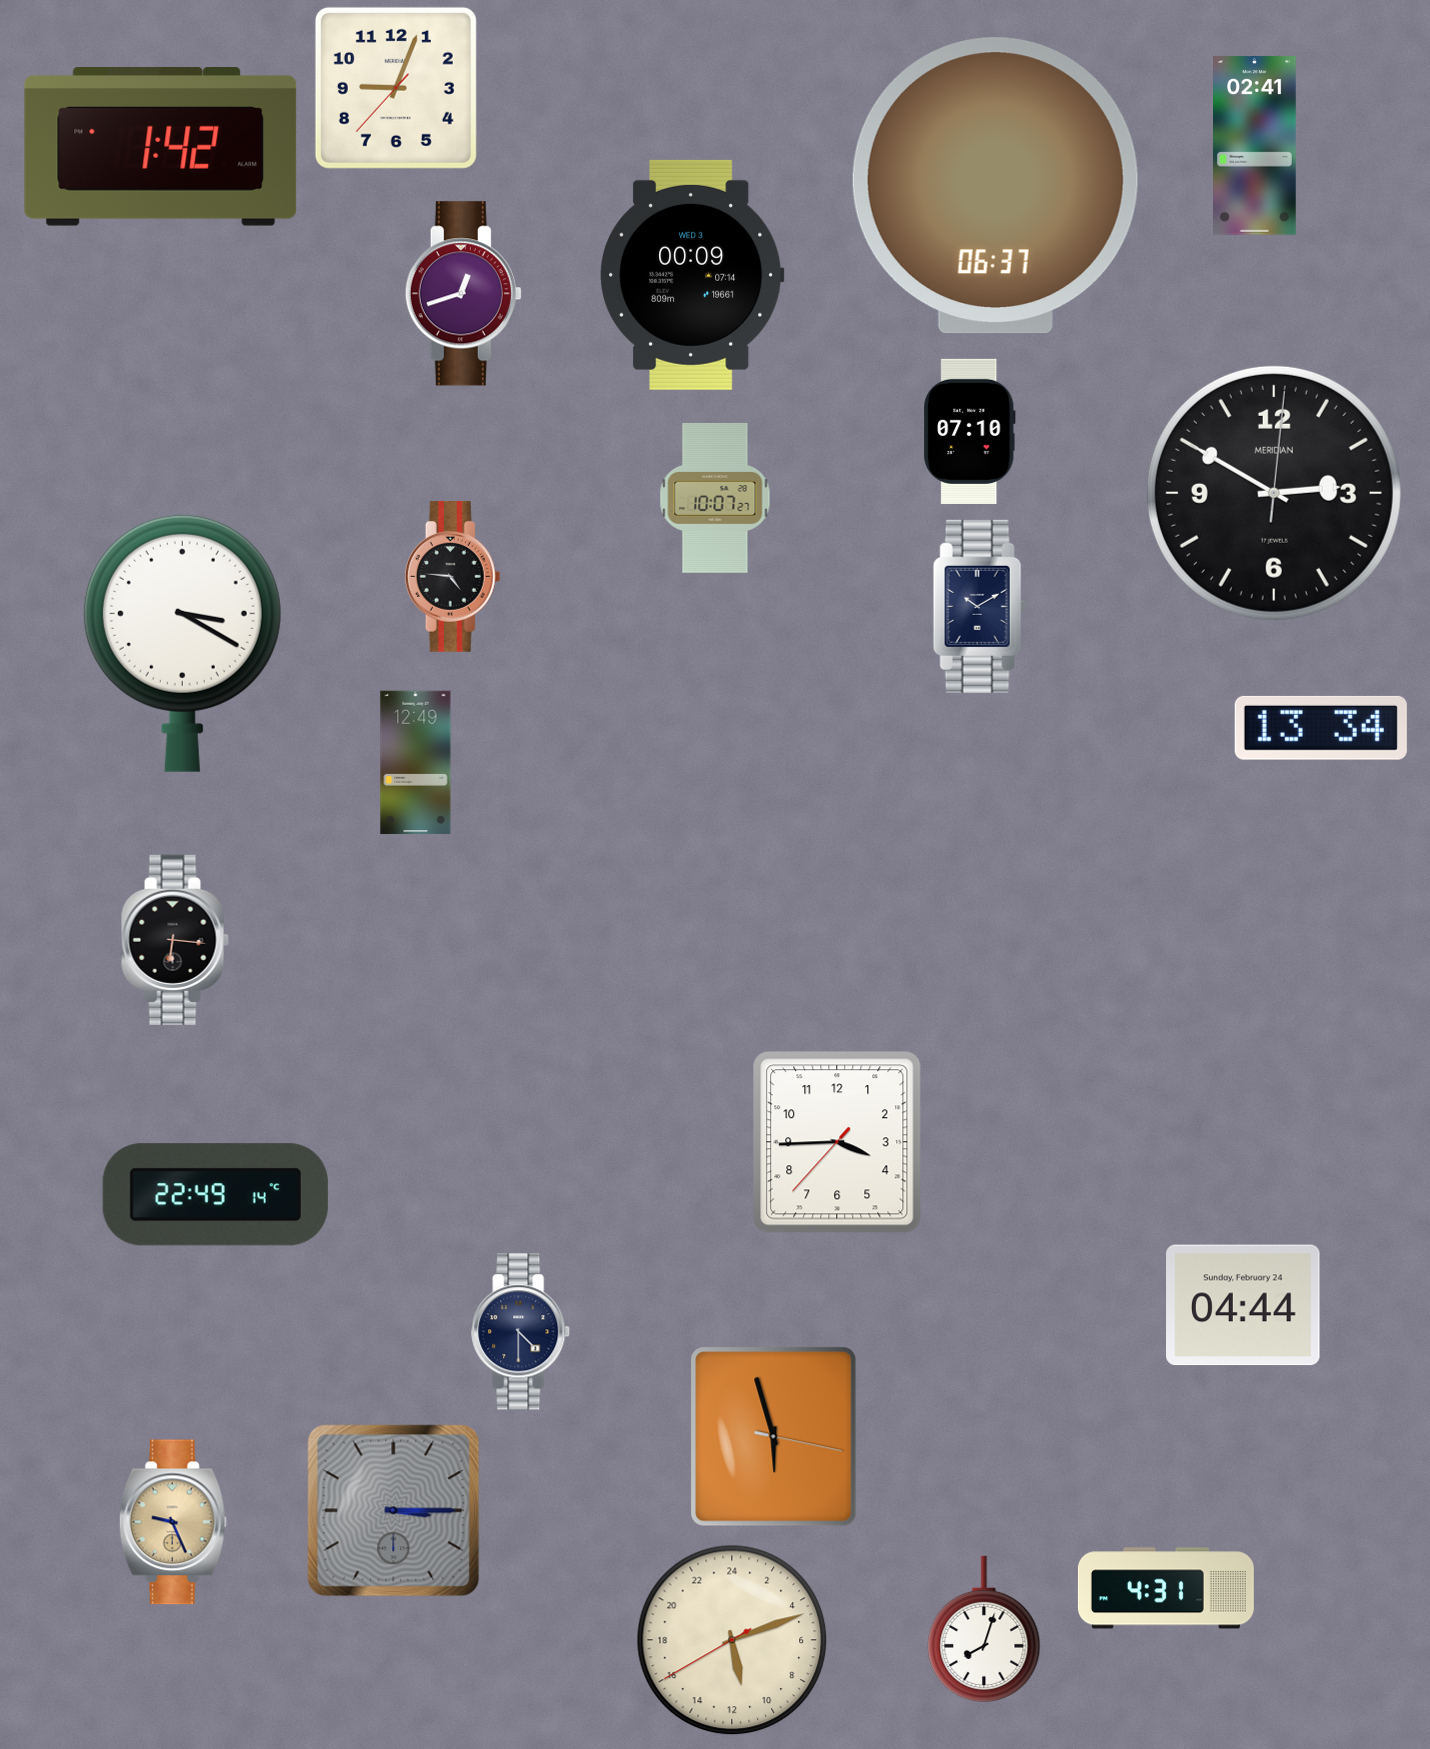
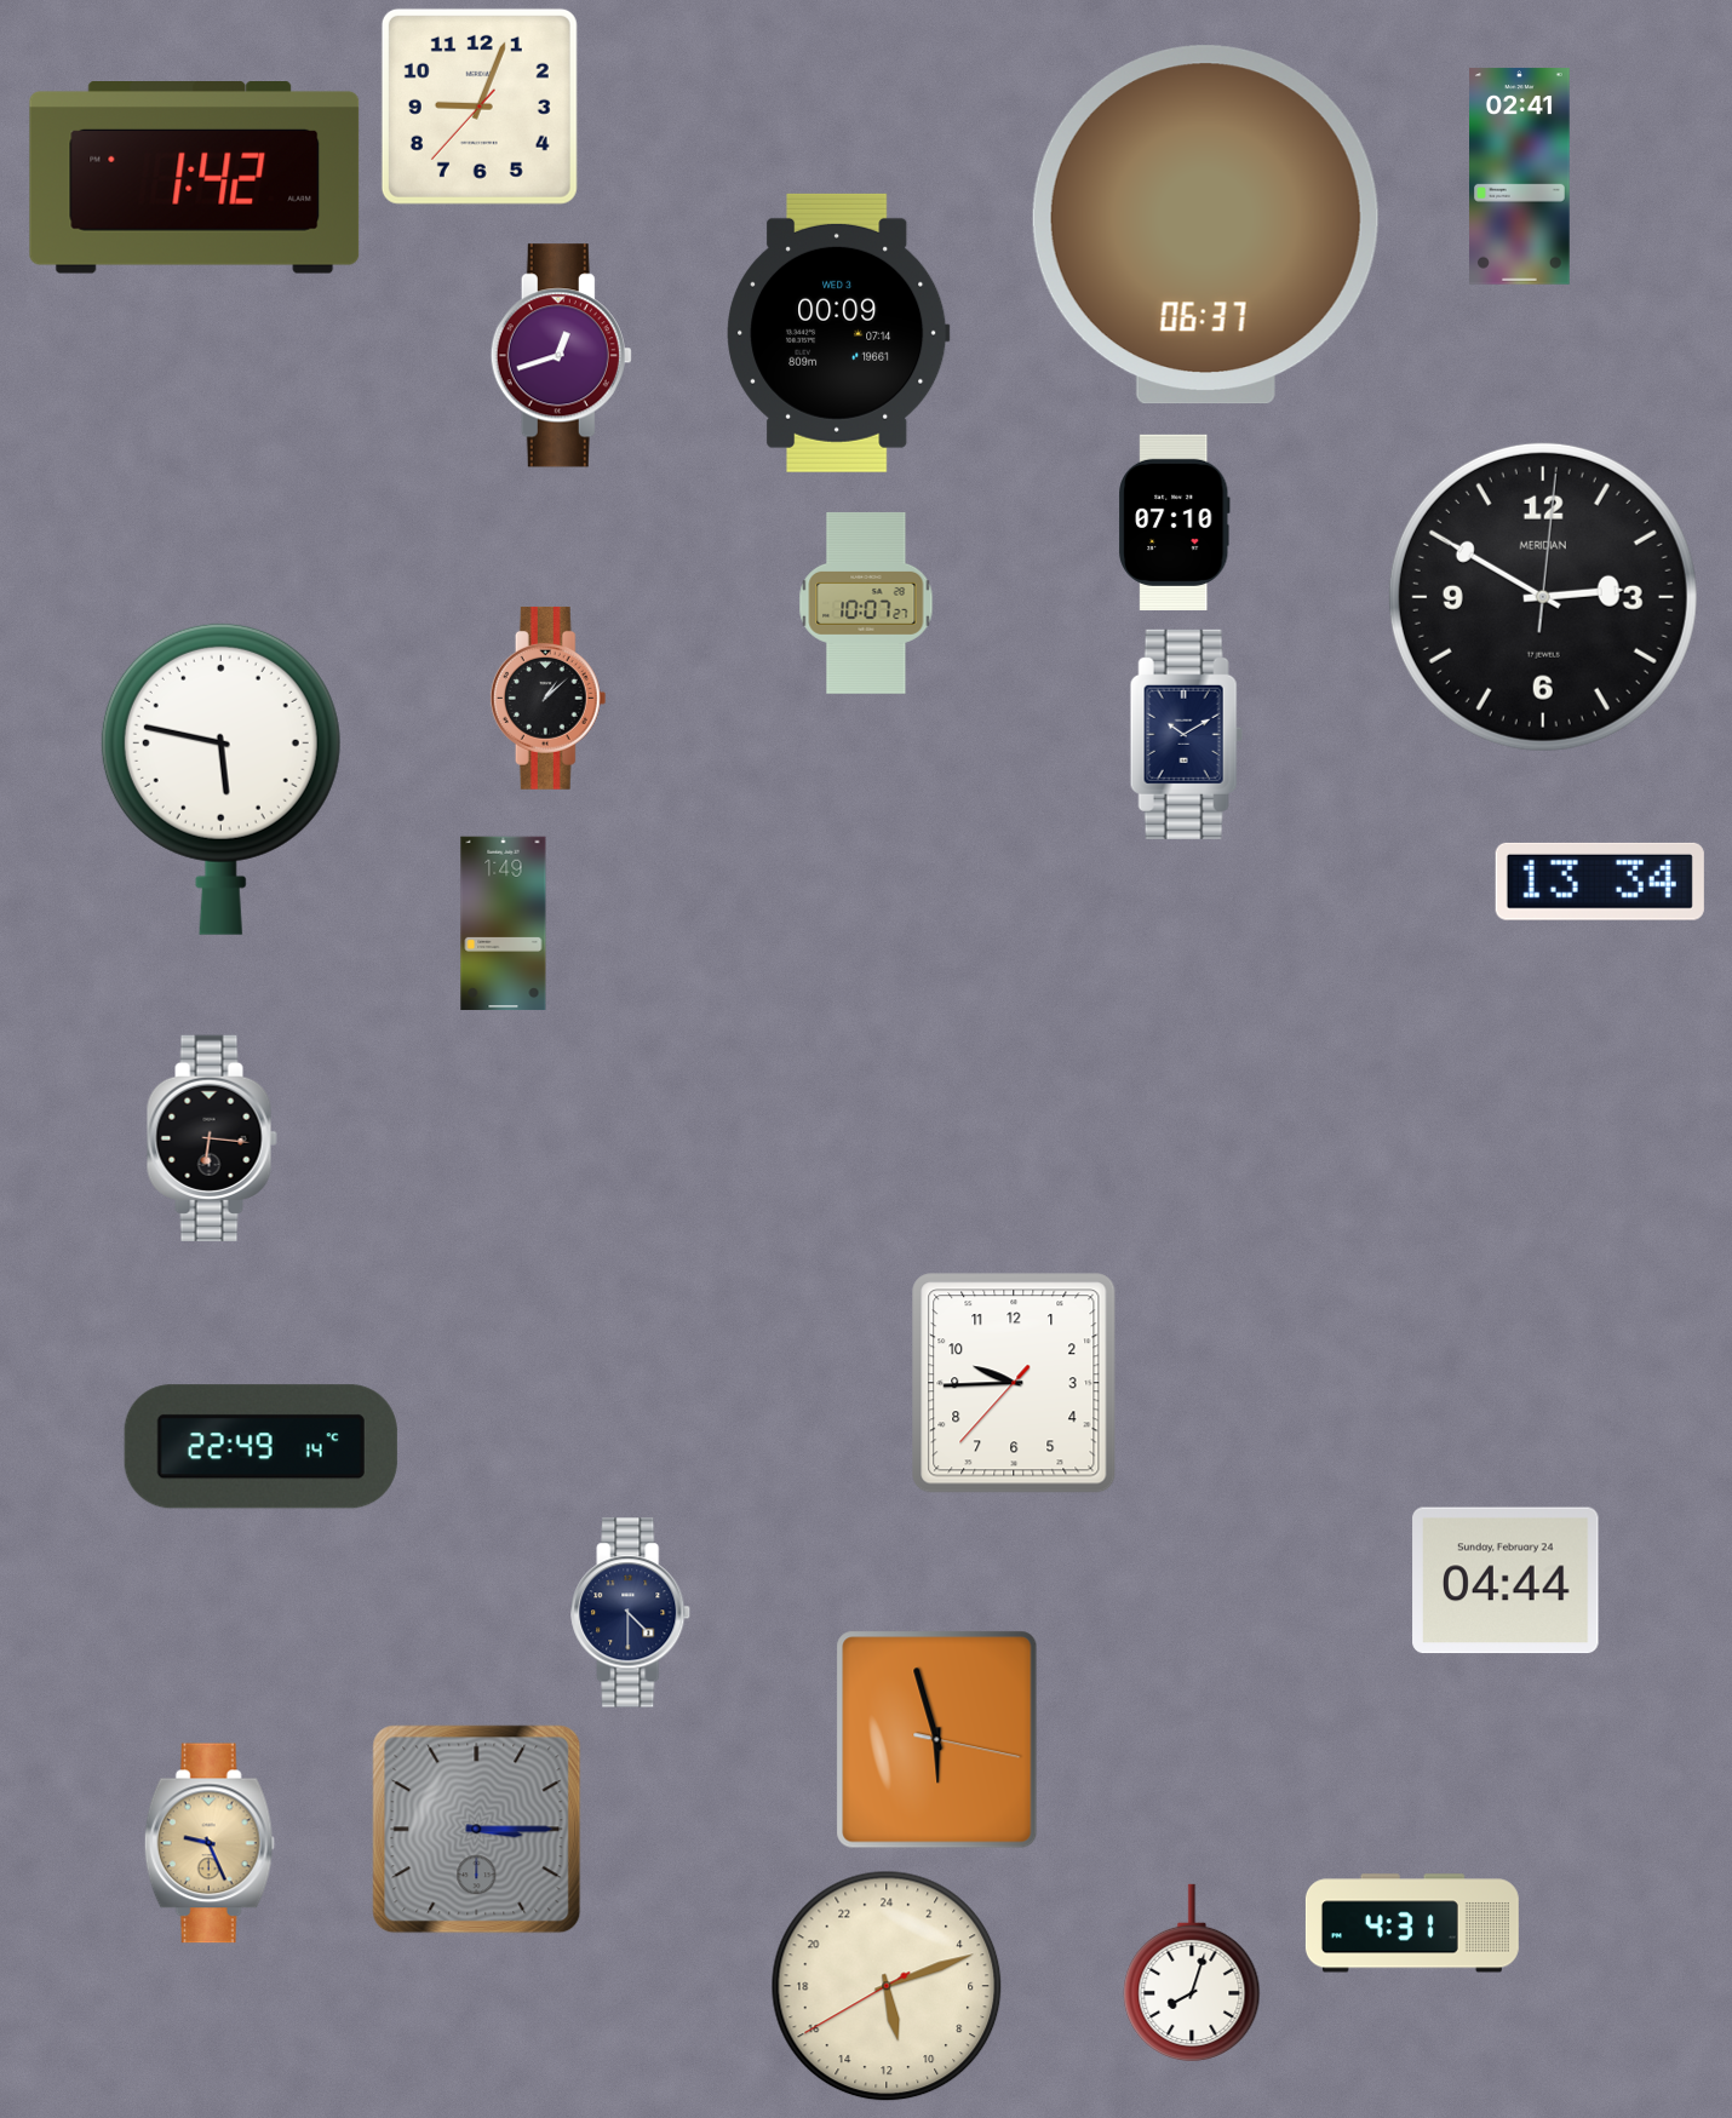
clock at (453, 576): 4:46 -> 1:08
clock at (182, 643): 3:20 -> 5:47
clock at (416, 763): 12:49 -> 1:49
clock at (837, 1142): 3:44 -> 9:44
